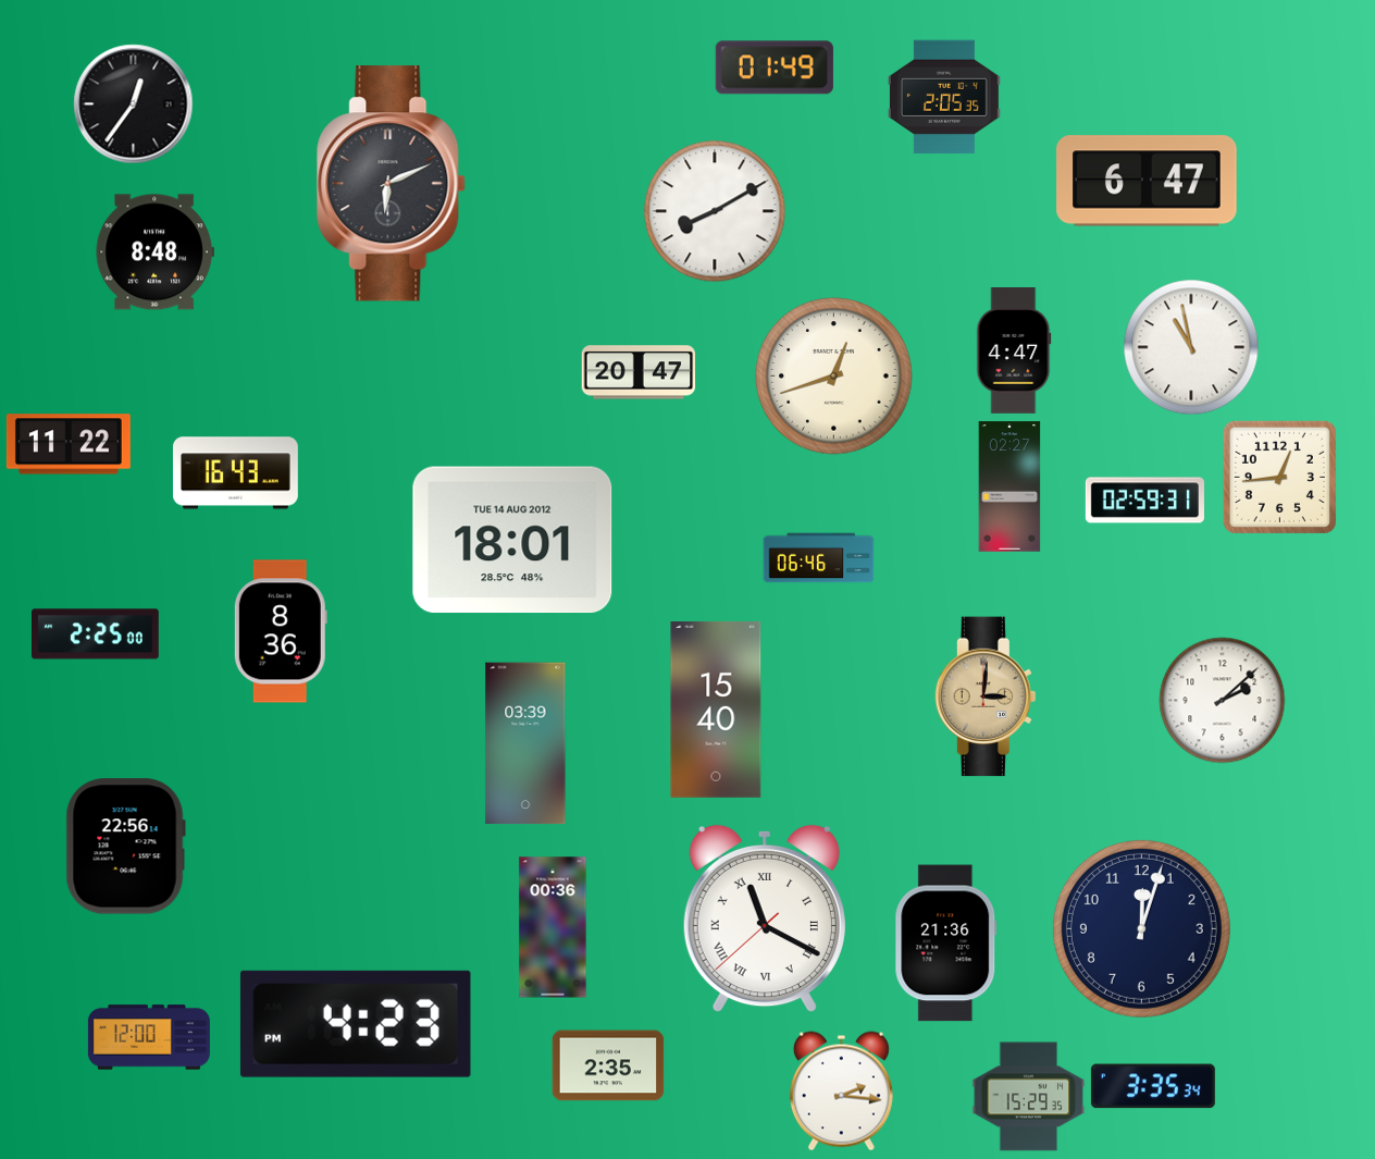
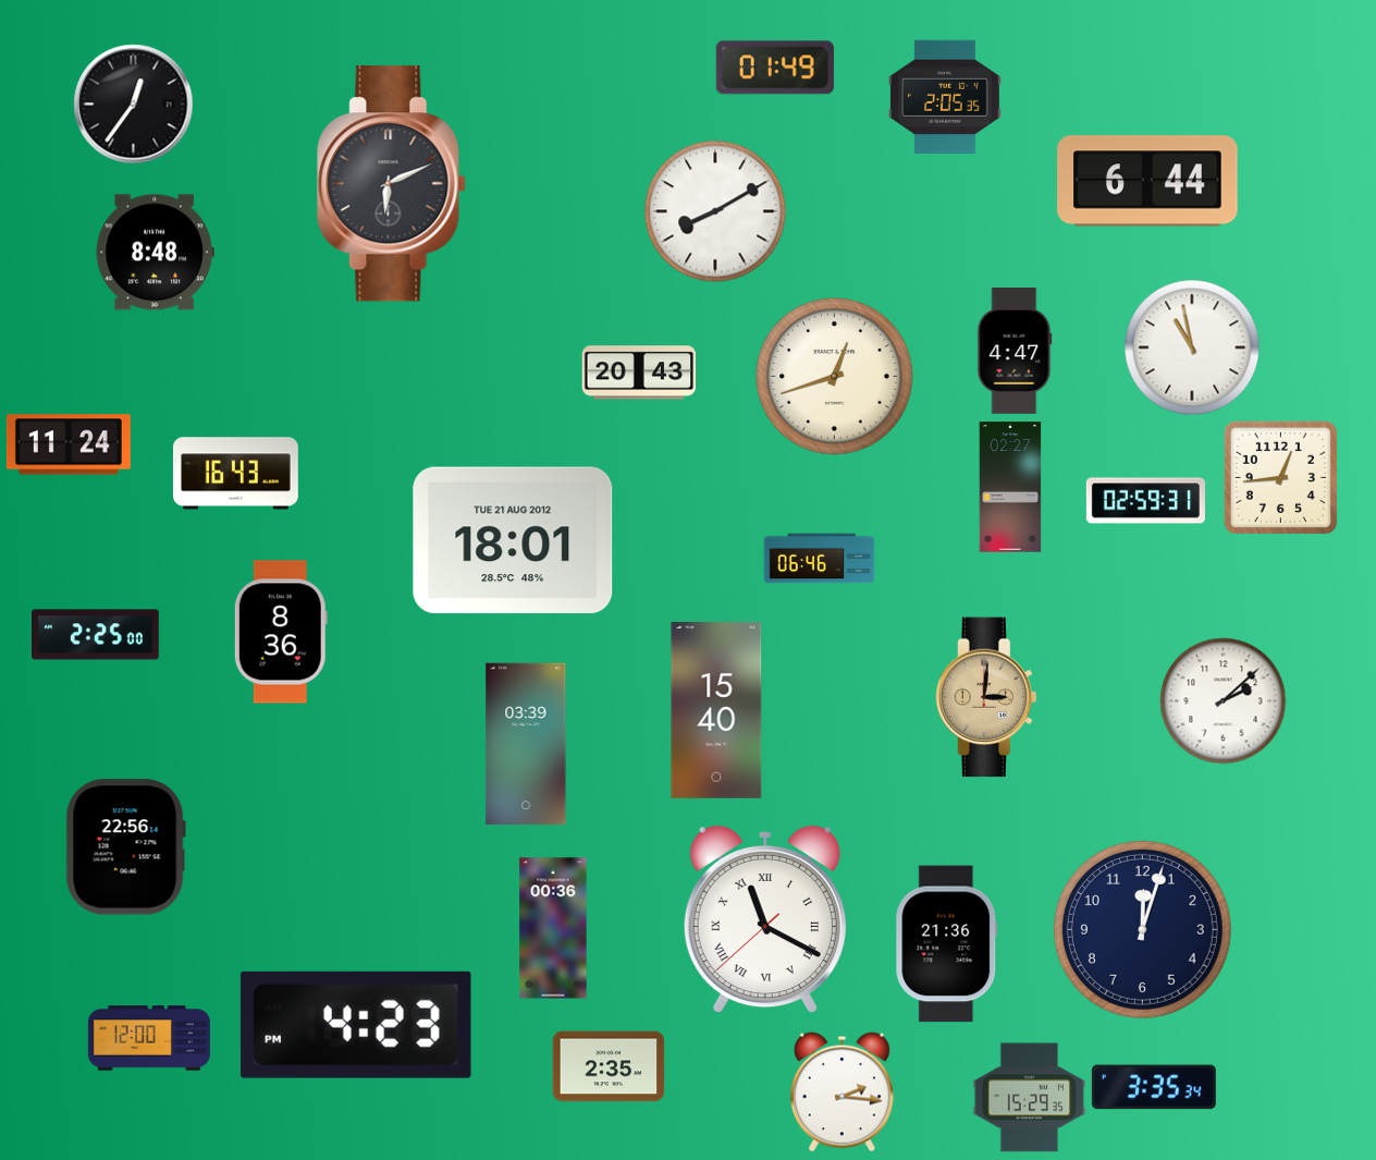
clock at (1147, 181): 6:47 -> 6:44
clock at (639, 372): 20:47 -> 20:43
clock at (69, 444): 11:22 -> 11:24
clock at (512, 540) date: TUE 14 AUG 2012 -> TUE 21 AUG 2012
